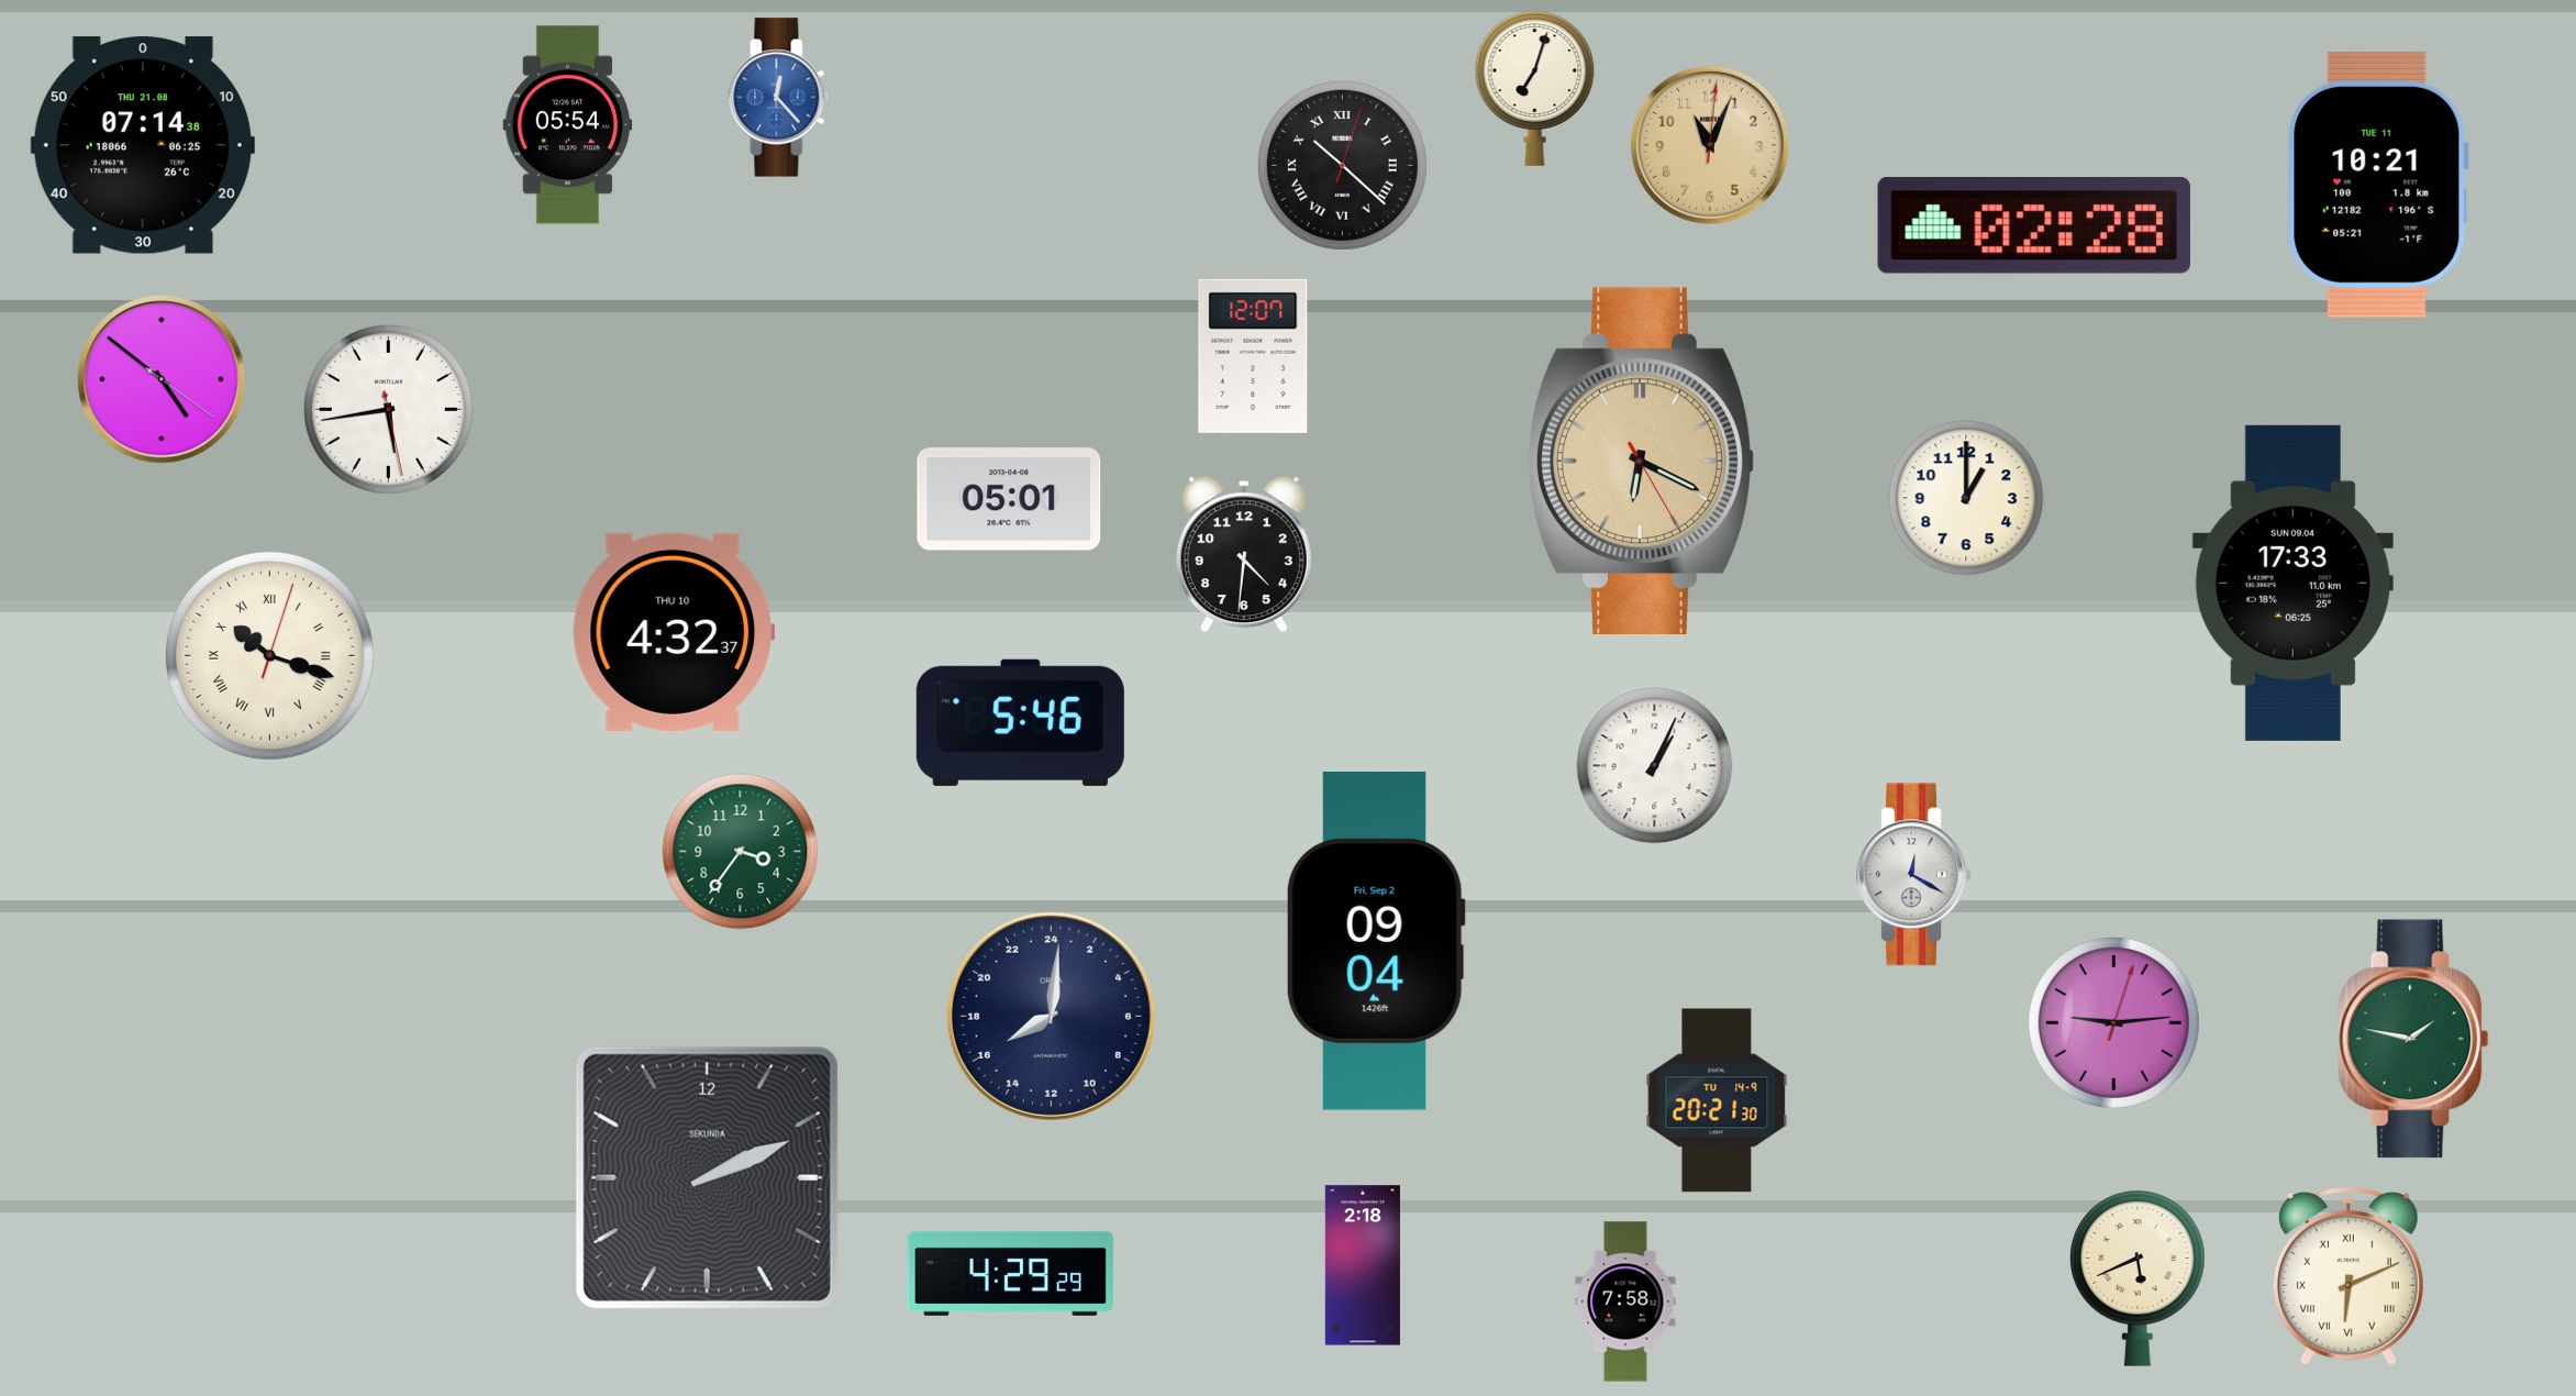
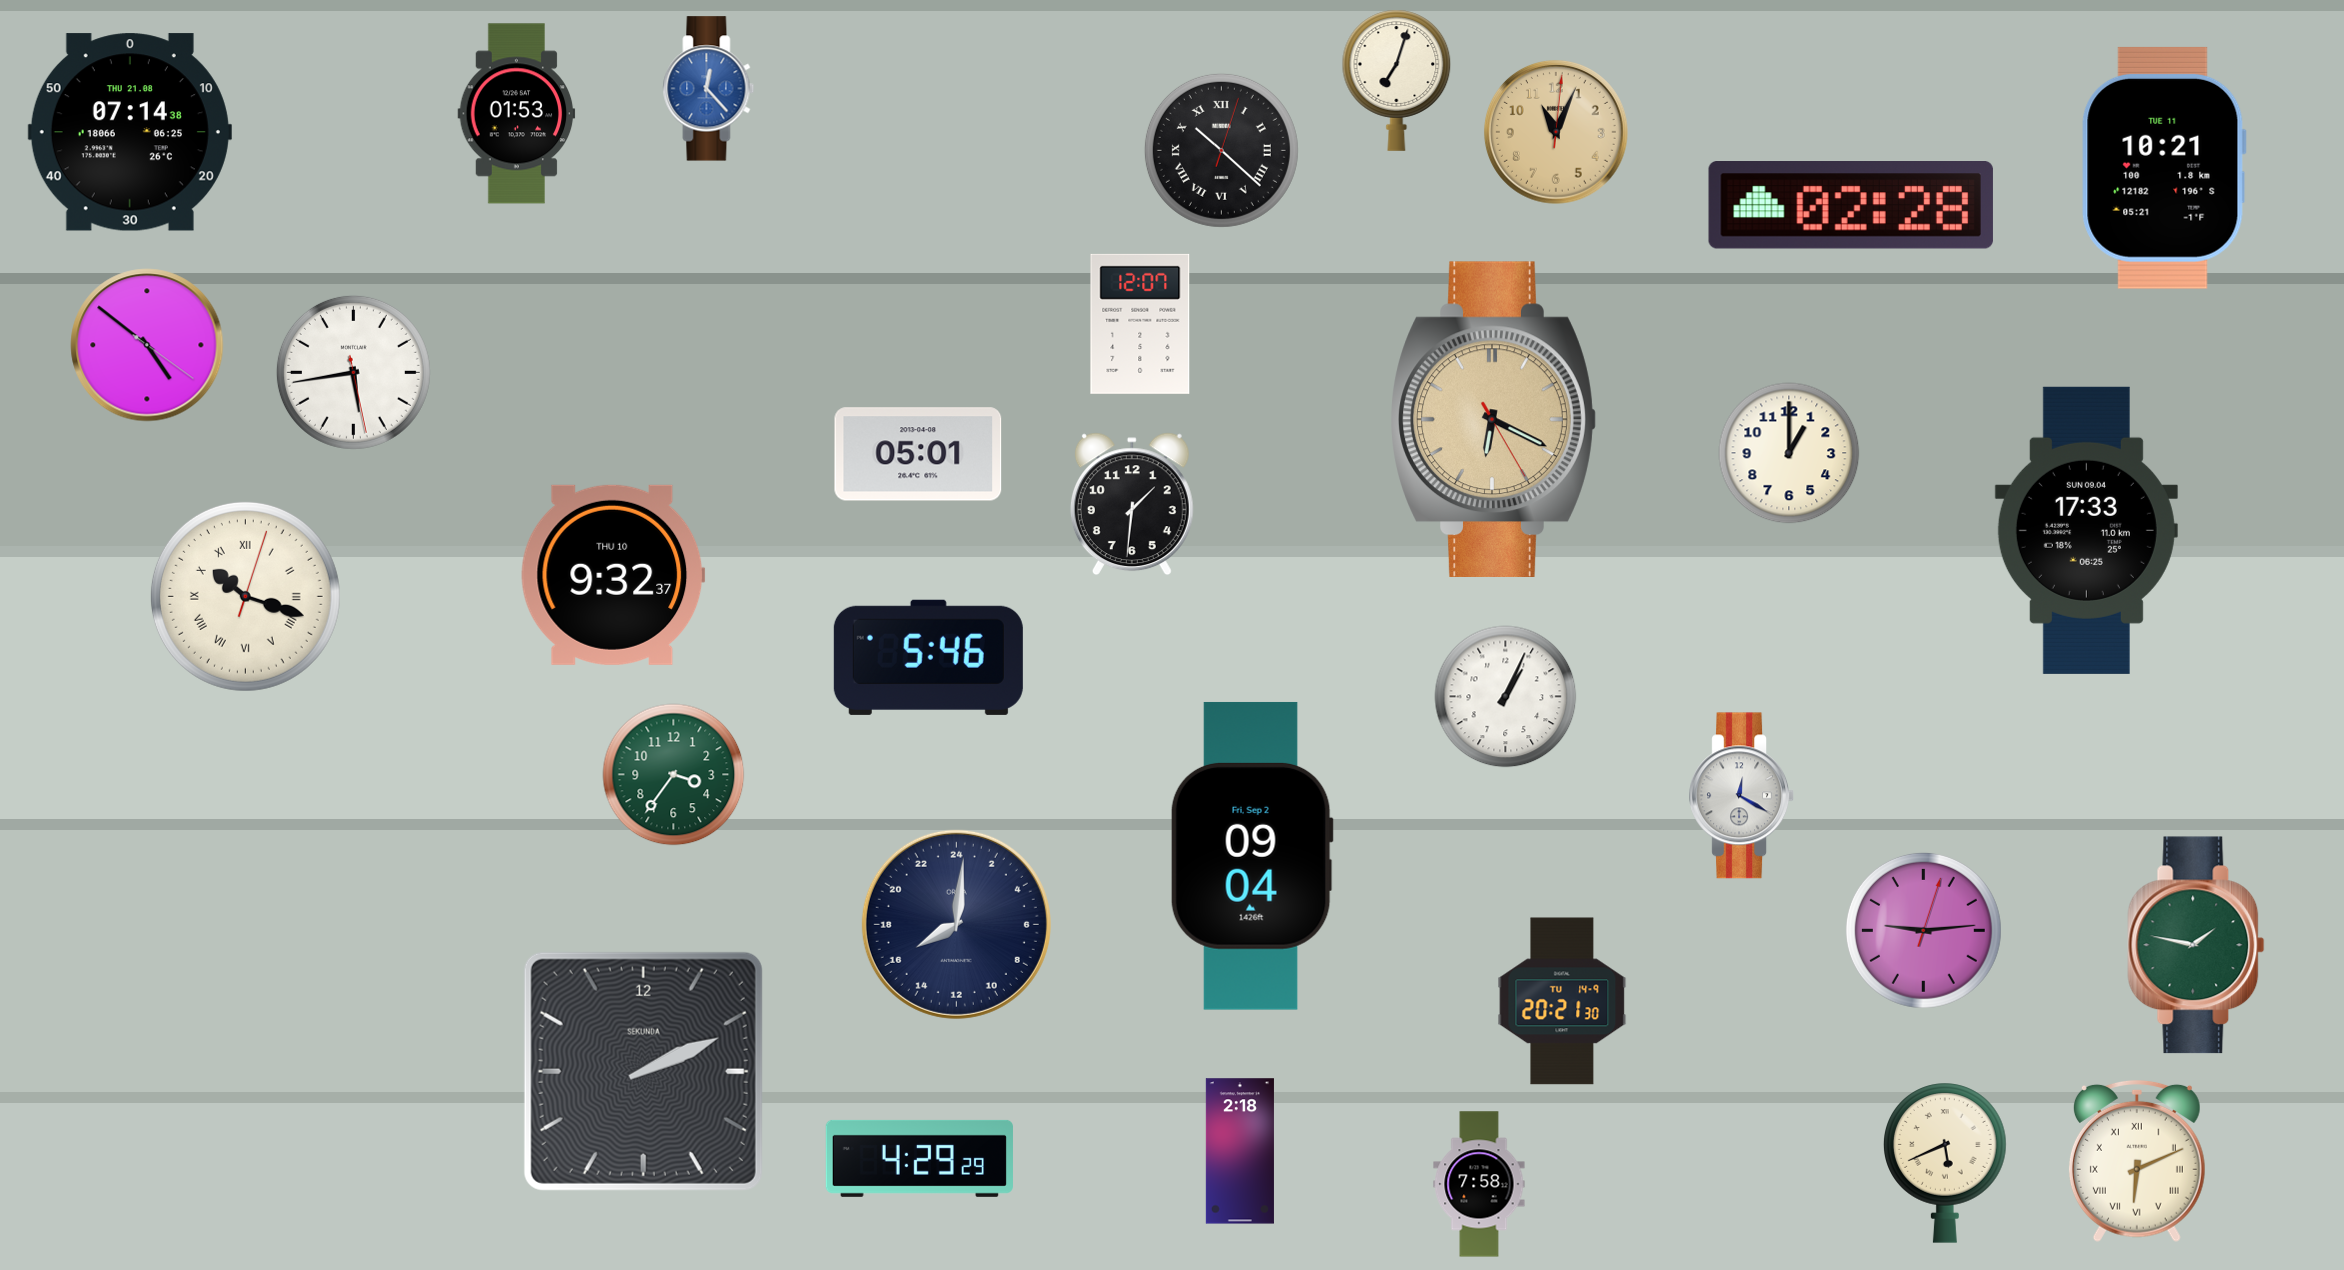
clock at (568, 125): 05:54 -> 01:53
clock at (1244, 554): 4:31 -> 1:31
clock at (674, 632): 4:32 -> 9:32
